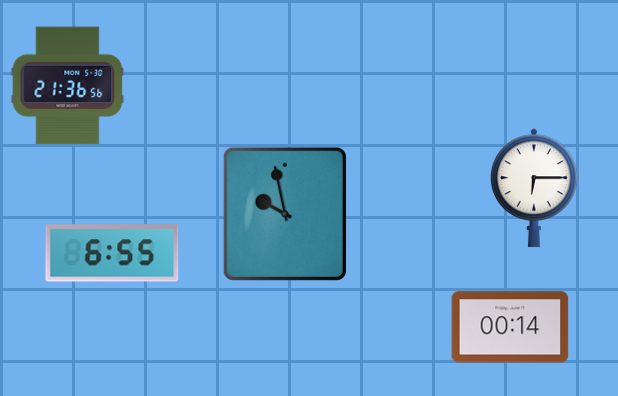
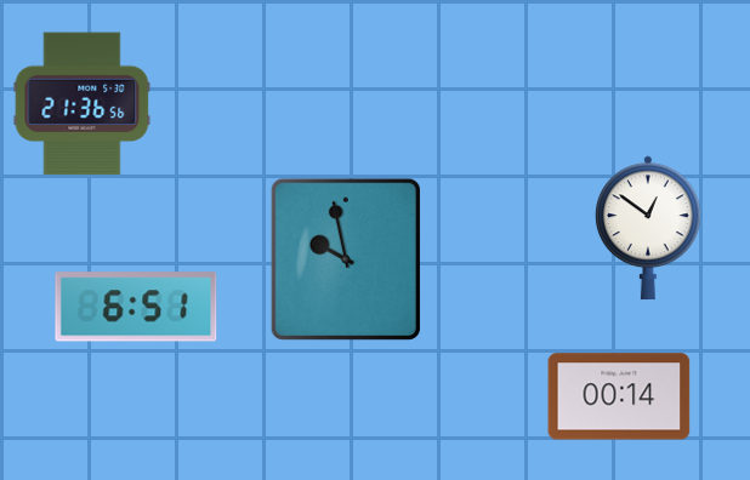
clock at (534, 188): 6:15 -> 12:51
clock at (112, 253): 6:55 -> 6:51
